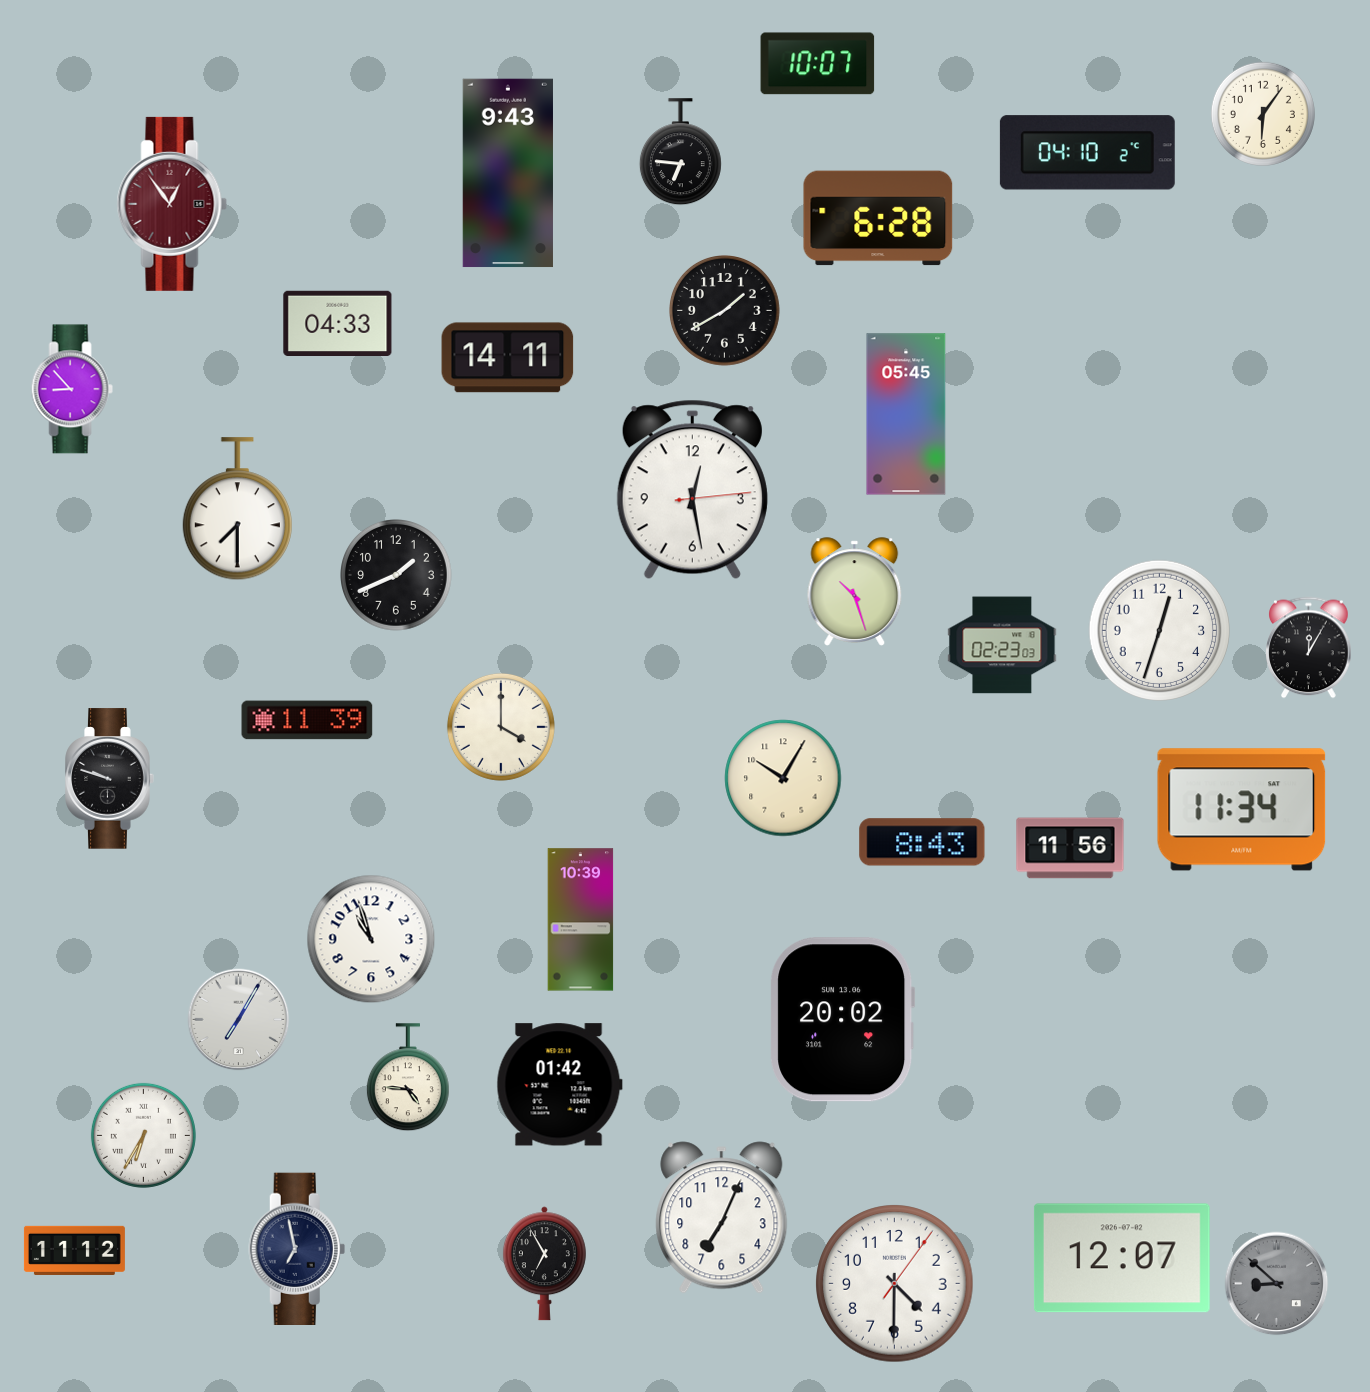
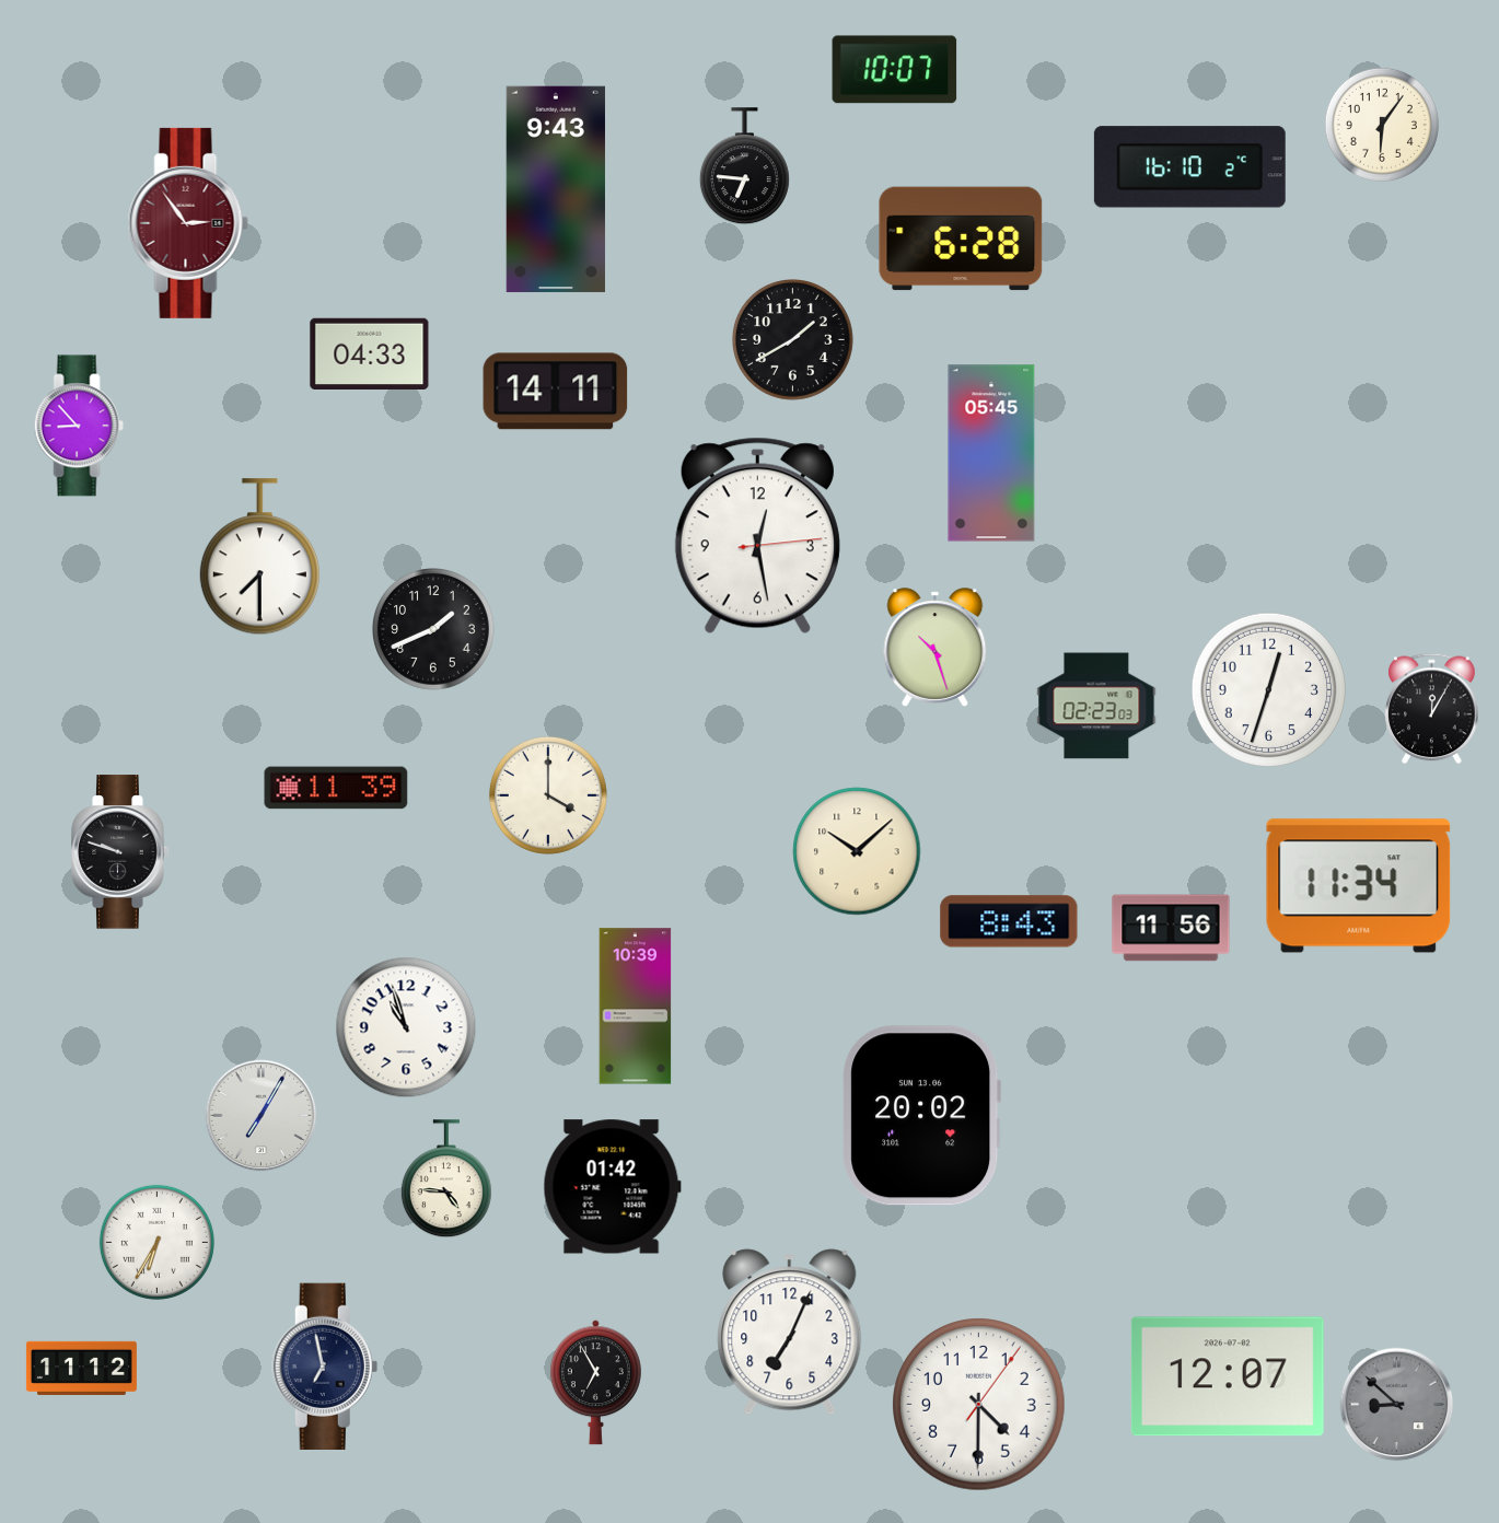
clock at (1087, 153): 04:10 -> 16:10
clock at (172, 204): 12:54 -> 2:54
clock at (783, 778): 10:05 -> 10:08
